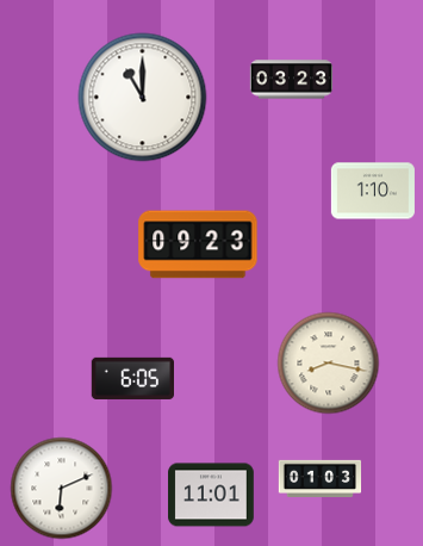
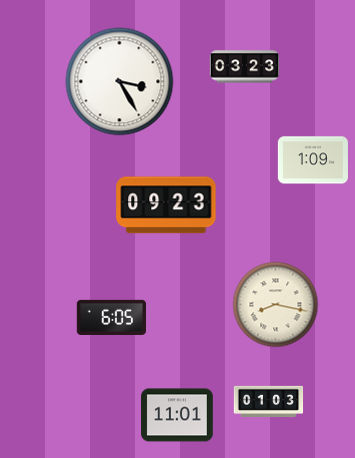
clock at (143, 98): 11:00 -> 3:25
clock at (373, 191): 1:10 -> 1:09
clock at (62, 489): 6:11 -> none
